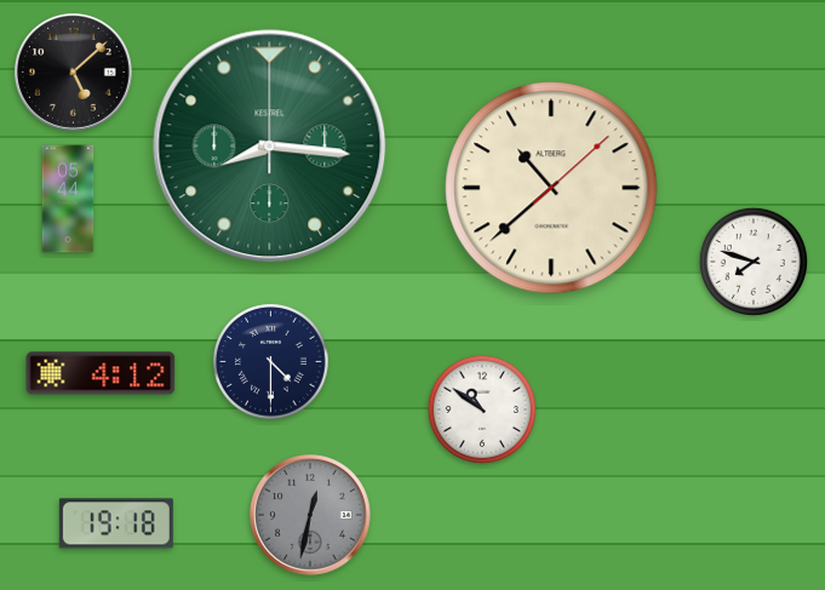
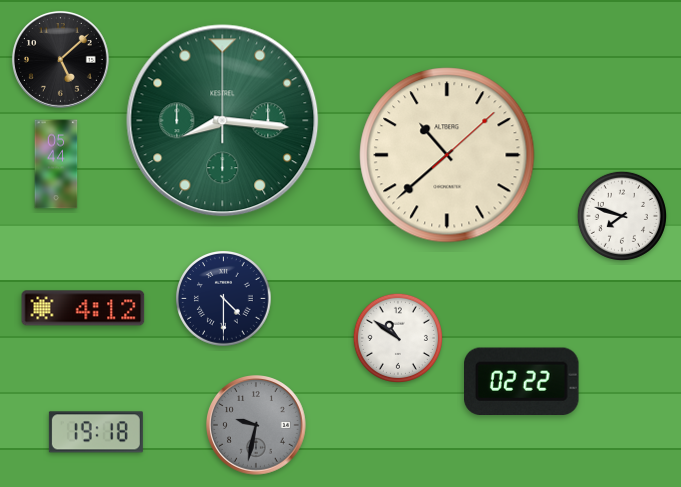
clock at (551, 188) position: (551, 188) -> (447, 155)
clock at (522, 381): none -> 02:22
clock at (311, 516): 12:32 -> 9:32
